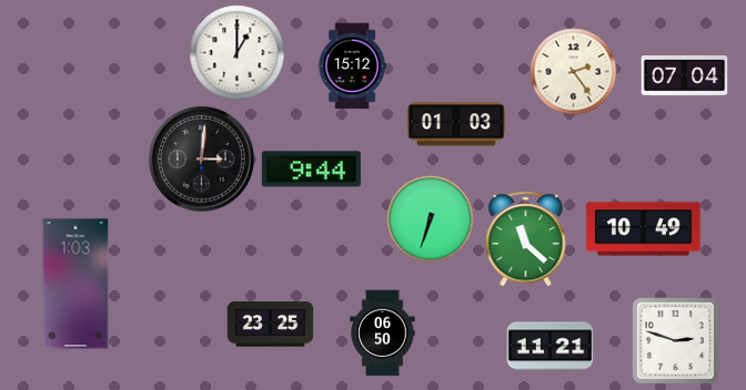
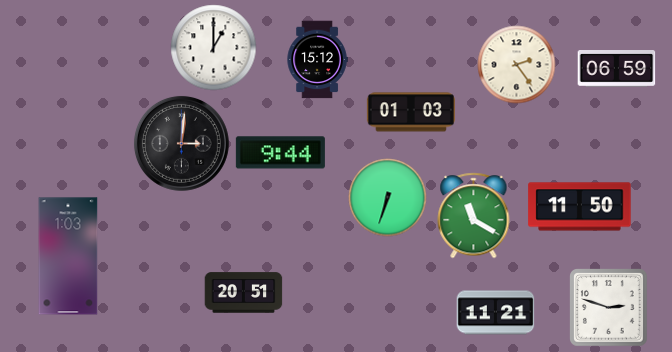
clock at (684, 76): 07:04 -> 06:59
clock at (644, 229): 10:49 -> 11:50
clock at (526, 238): 11:22 -> 11:20
clock at (270, 325): 23:25 -> 20:51
clock at (383, 332): 06:50 -> none
